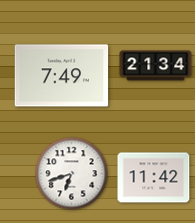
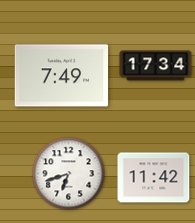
clock at (156, 66): 21:34 -> 17:34
clock at (72, 174) position: (72, 174) -> (69, 174)
